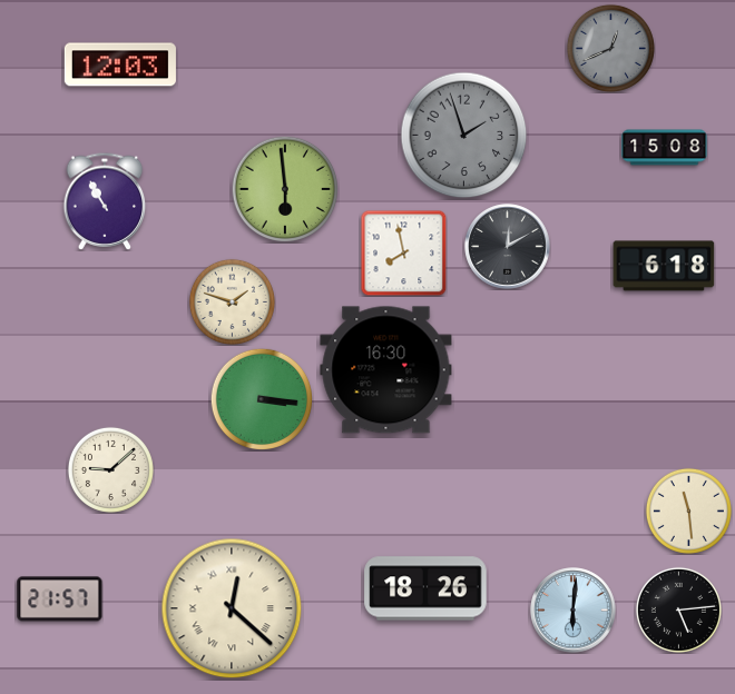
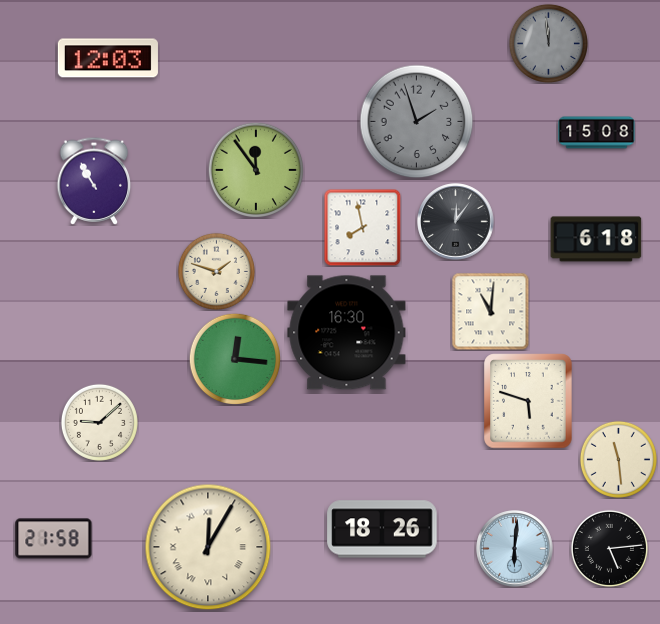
clock at (610, 48): 12:41 -> 11:59
clock at (285, 189): 5:59 -> 11:54
clock at (508, 247): 12:10 -> 12:06
clock at (232, 301) position: (232, 301) -> (216, 271)
clock at (490, 311): none -> 11:01
clock at (261, 398): 3:16 -> 12:16
clock at (528, 401): none -> 5:48
clock at (60, 599): 21:57 -> 21:58
clock at (232, 608): 12:22 -> 12:05
